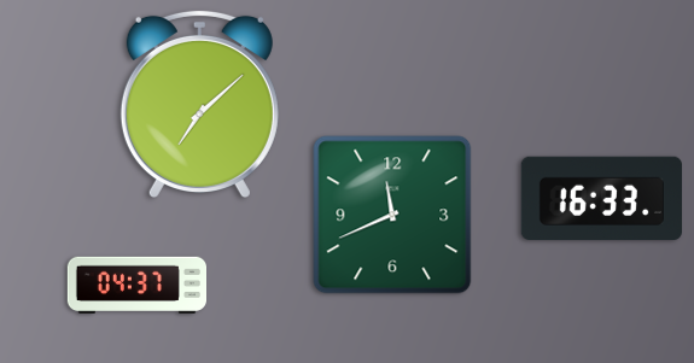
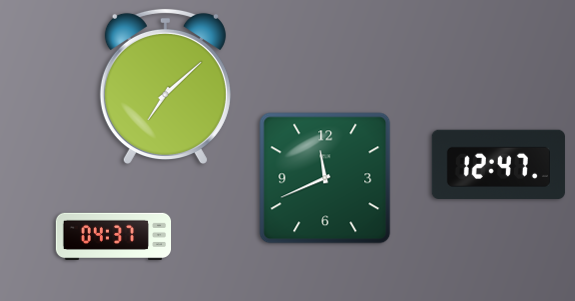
clock at (601, 198): 16:33 -> 12:47
